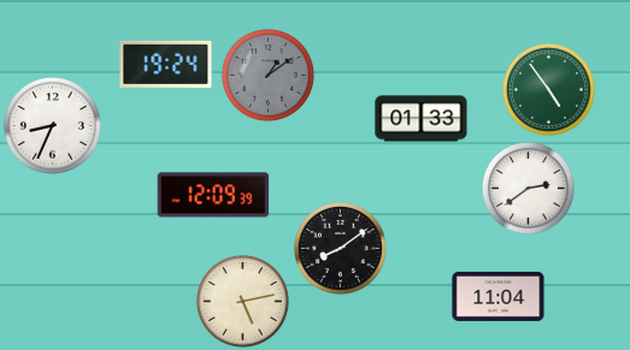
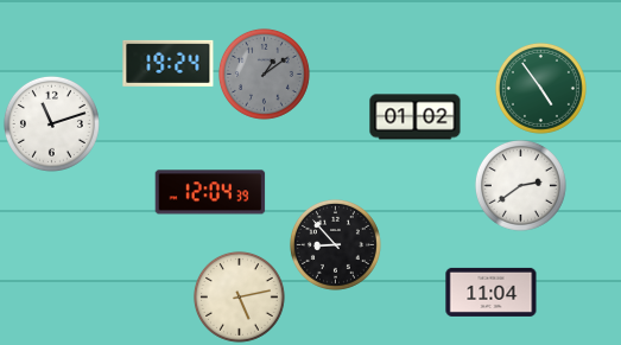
clock at (166, 64) position: (166, 64) -> (169, 63)
clock at (422, 119): 01:33 -> 01:02
clock at (52, 125): 8:34 -> 11:12
clock at (213, 195): 12:09 -> 12:04
clock at (340, 248): 8:09 -> 8:53
